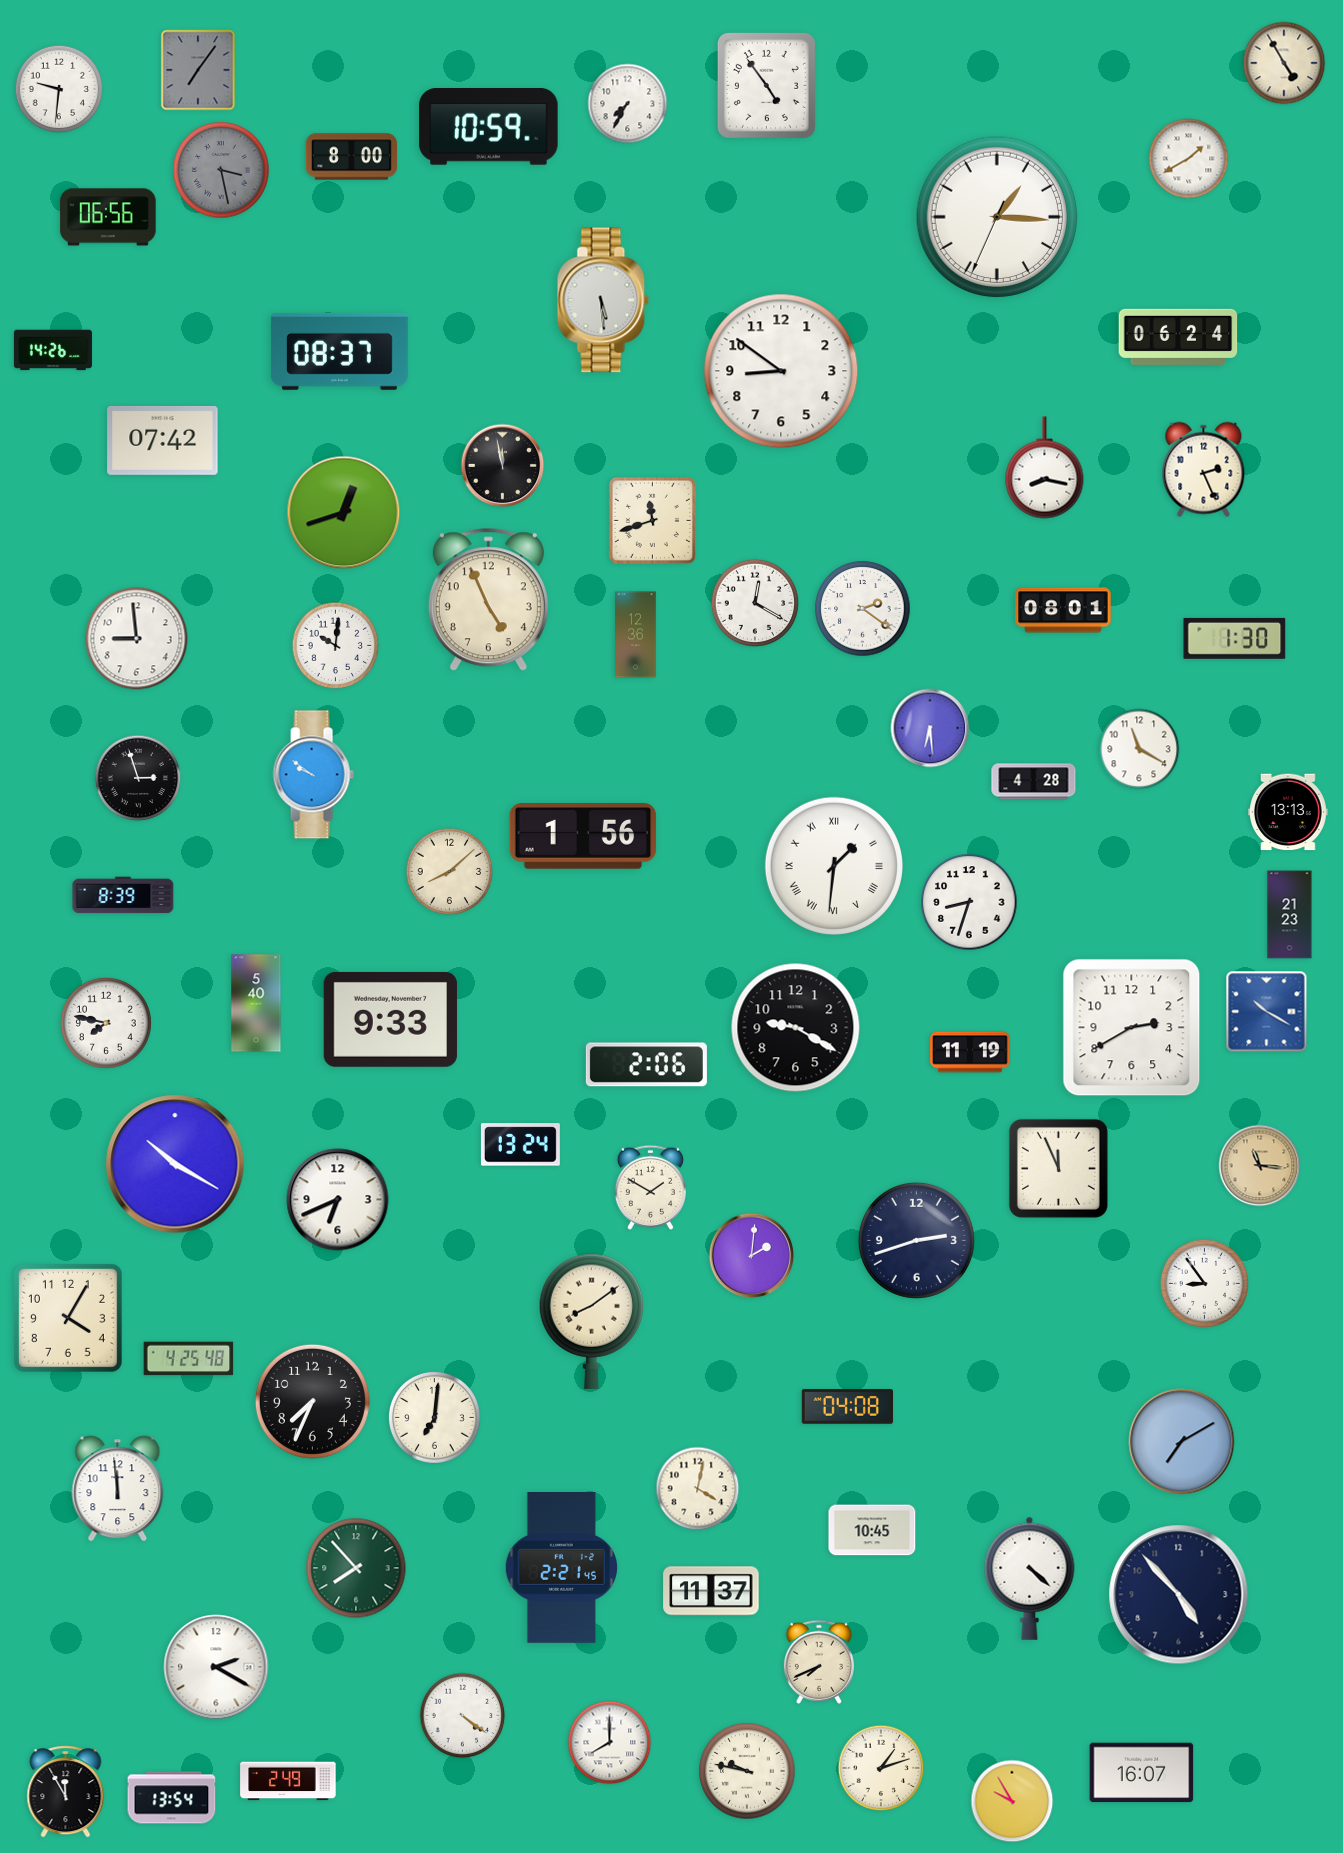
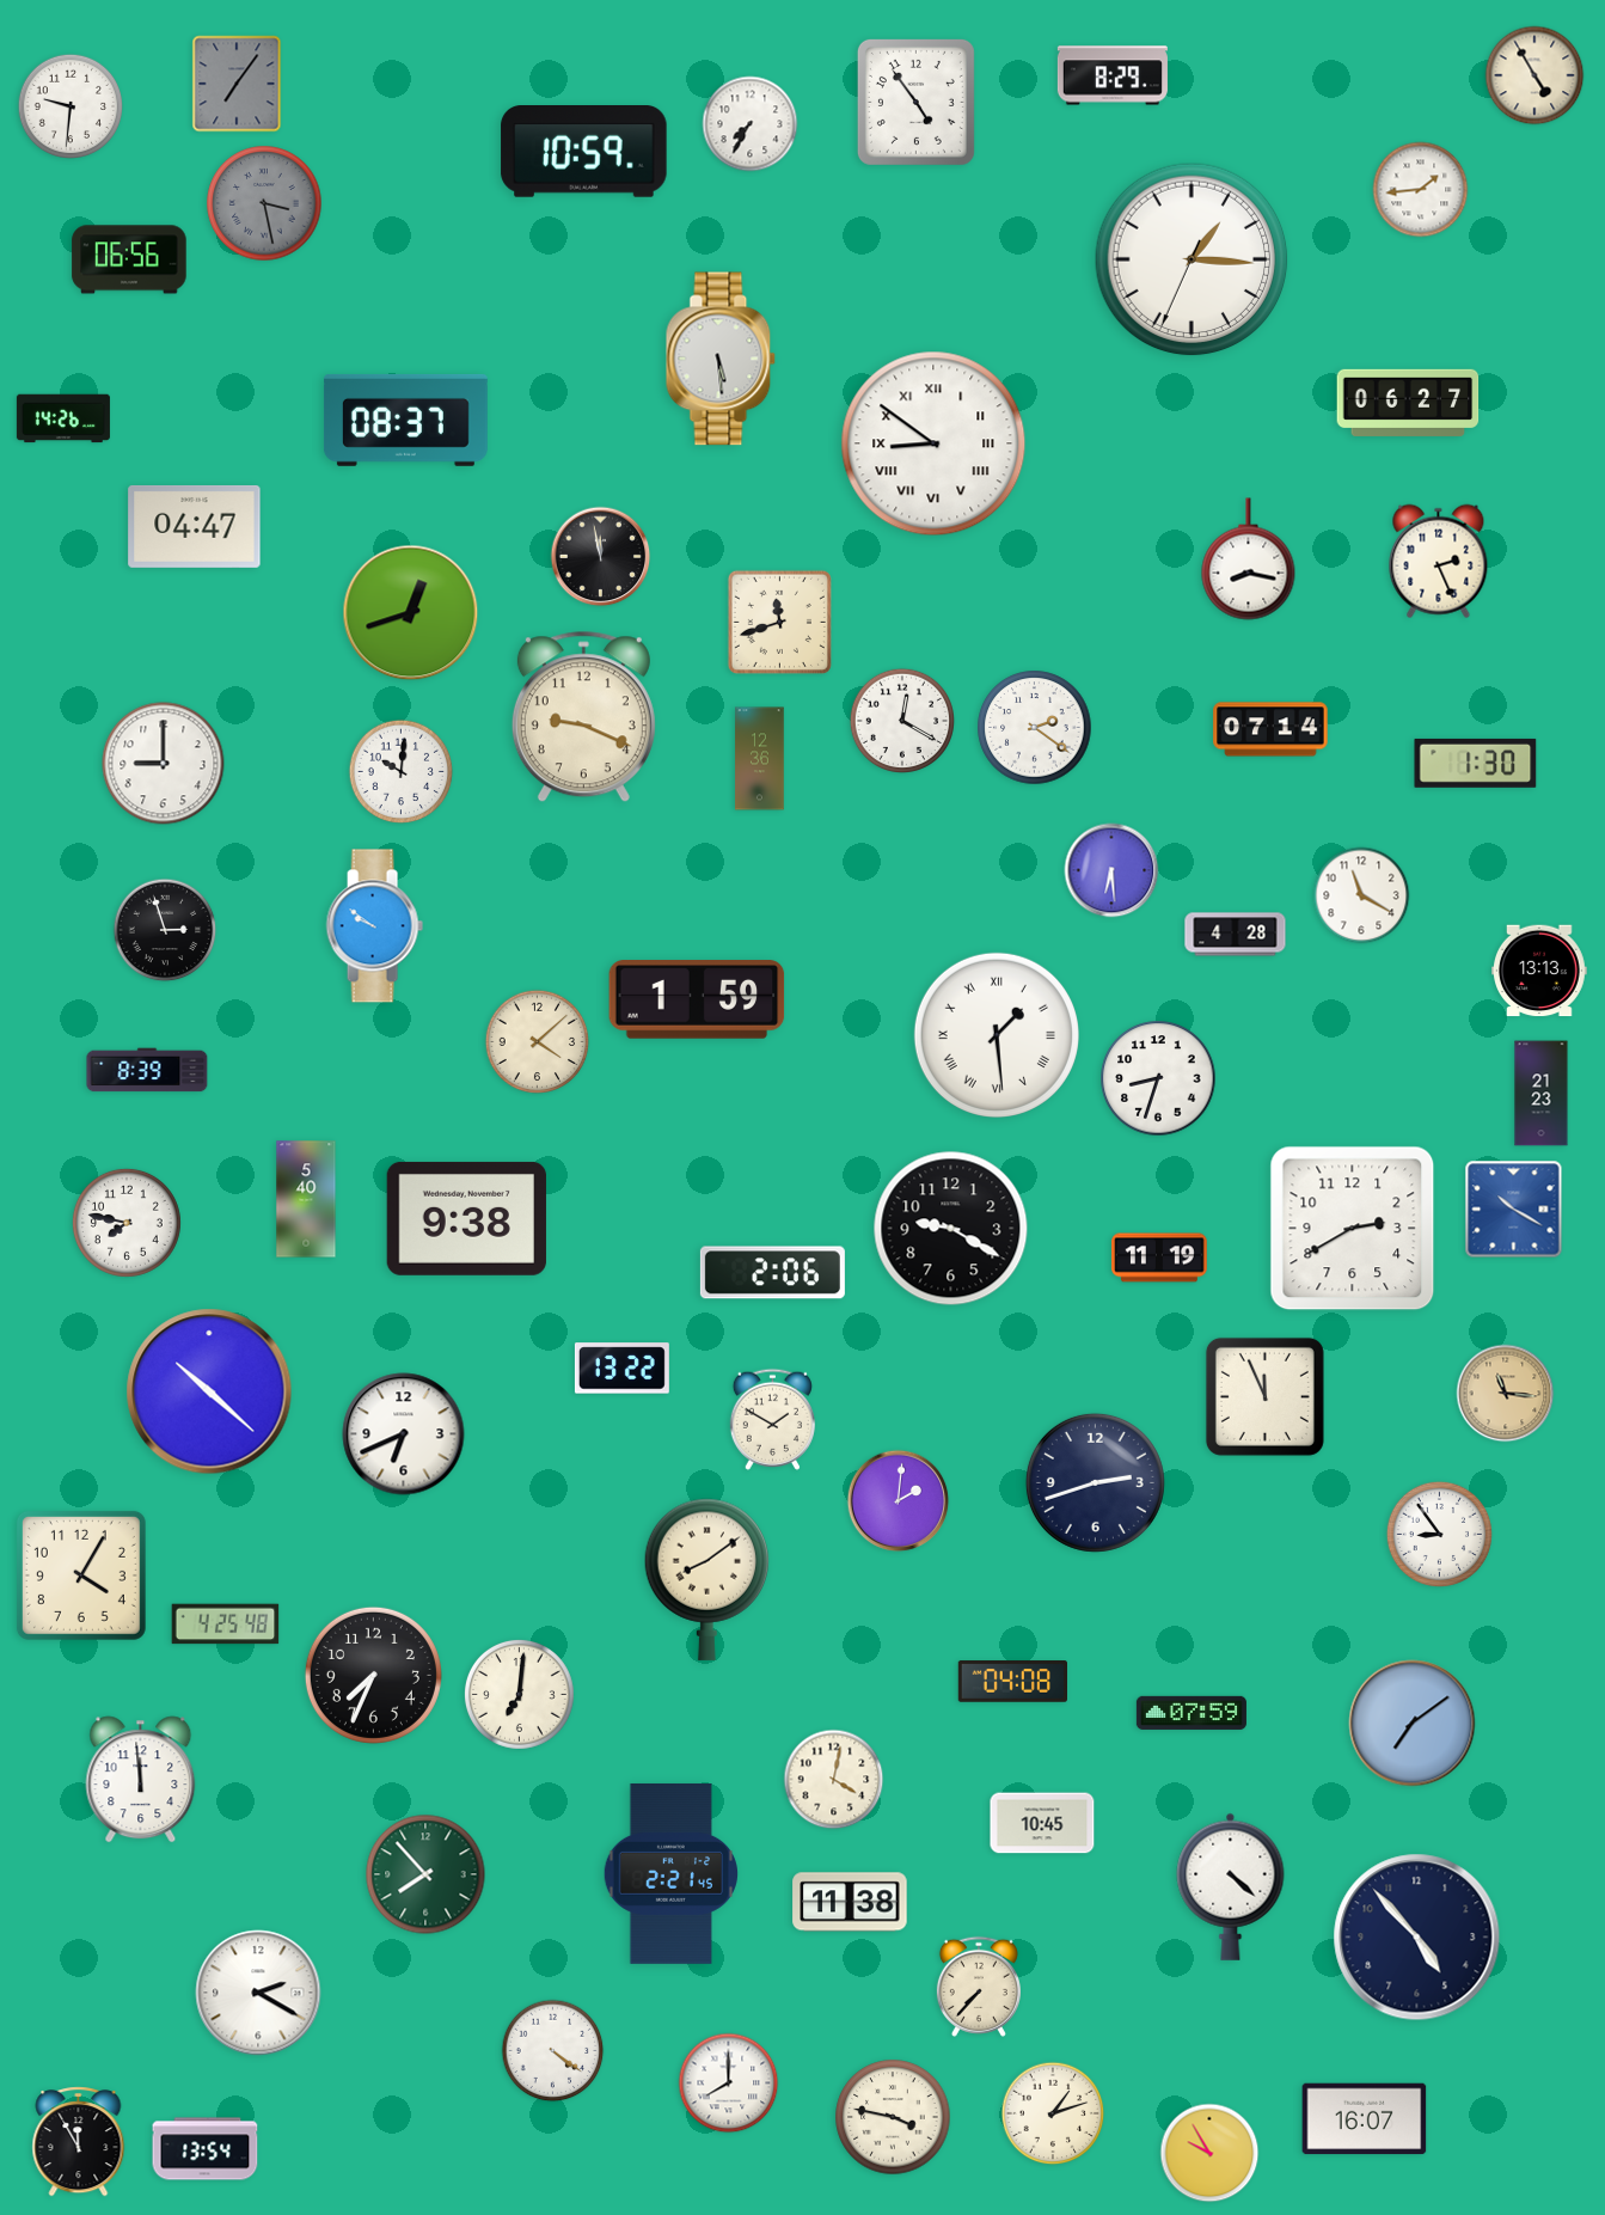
clock at (1113, 75): none -> 8:29
clock at (351, 157): 8:00 -> none
clock at (1189, 159): 1:40 -> 1:44
clock at (1178, 337): 06:24 -> 06:27
clock at (781, 371) numerals: Arabic -> Roman
clock at (163, 440): 07:42 -> 04:47
clock at (488, 600): 4:56 -> 9:19
clock at (863, 609) position: (863, 609) -> (1035, 728)
clock at (1063, 610): 08:01 -> 07:14
clock at (137, 639): 8:59 -> 9:00
clock at (583, 837): 1:56 -> 1:59
clock at (834, 866): 1:31 -> 1:29
clock at (450, 872): 8:08 -> 4:08
clock at (390, 1019): 9:33 -> 9:38
clock at (520, 1145): 13:24 -> 13:22
clock at (175, 1164): 10:20 -> 10:22
clock at (650, 1187) position: (650, 1187) -> (772, 1419)
clock at (1192, 1713): none -> 07:59
clock at (1182, 1442): 7:10 -> 7:09
clock at (872, 1530) position: (872, 1530) -> (1042, 1823)
clock at (711, 1591): 11:37 -> 11:38
clock at (1179, 1595) position: (1179, 1595) -> (1417, 1938)
clock at (819, 1662): 7:41 -> 7:37
clock at (747, 1771): 9:47 -> 3:47
clock at (288, 1781): 2:49 -> none
